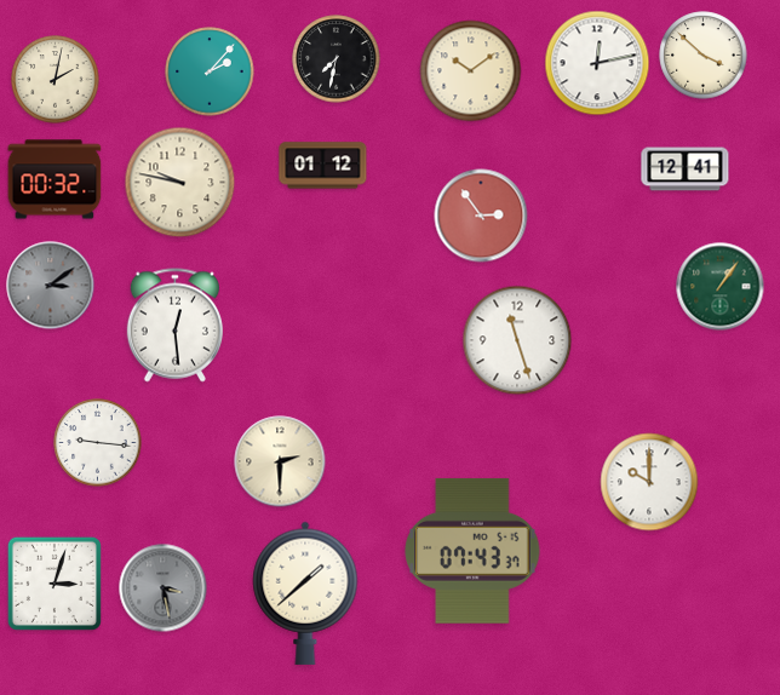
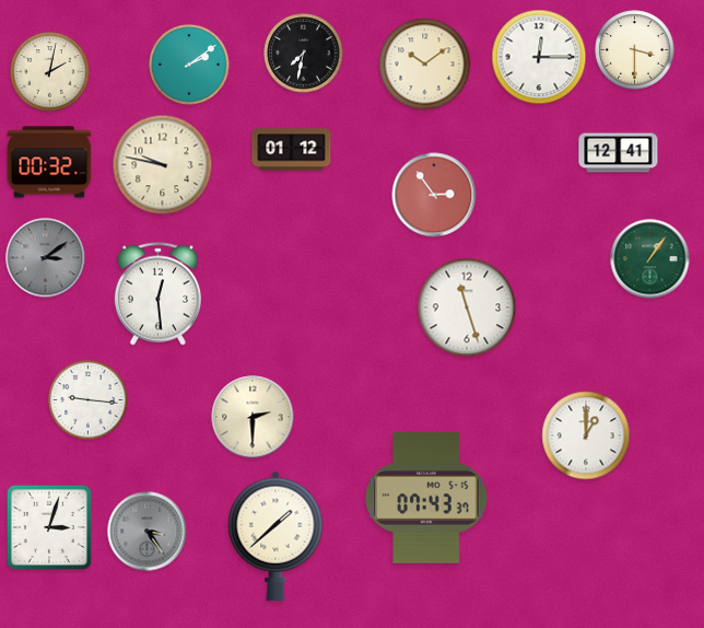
clock at (704, 56): 3:52 -> 3:30
clock at (597, 63): 12:13 -> 12:15
clock at (210, 71): 2:07 -> 2:09
clock at (649, 482): 10:00 -> 1:00
clock at (164, 588): 3:28 -> 3:24
